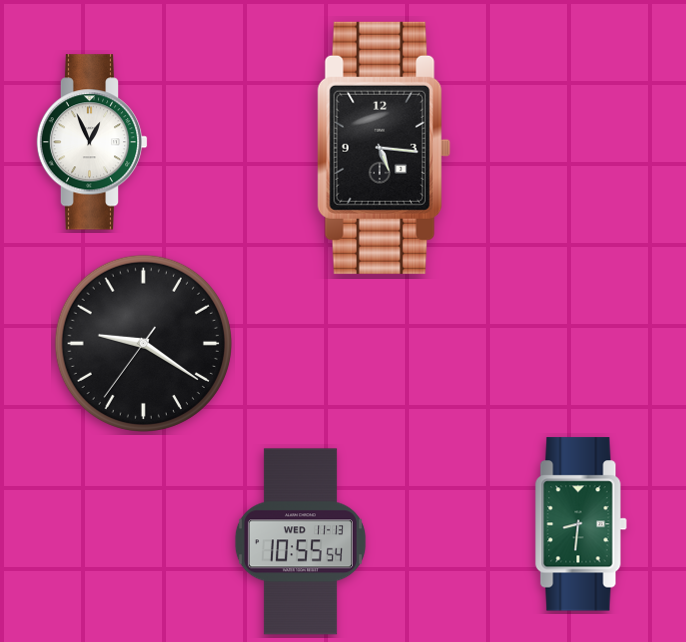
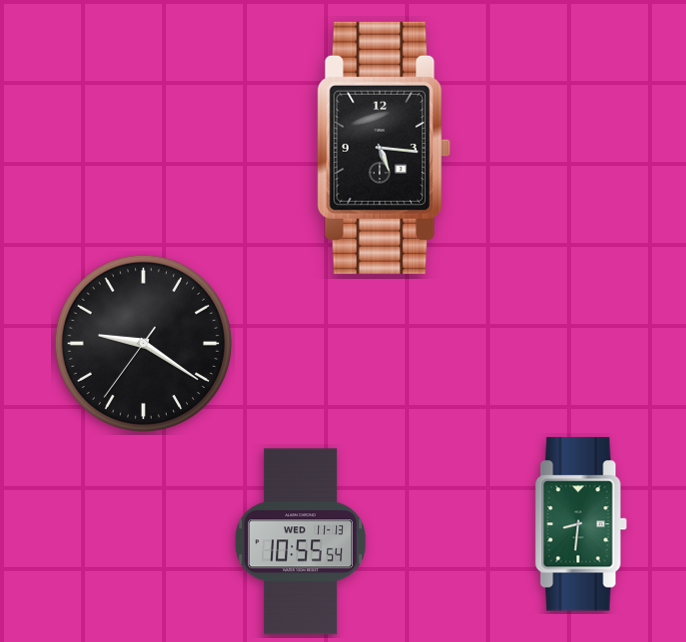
clock at (92, 142): 12:56 -> none
